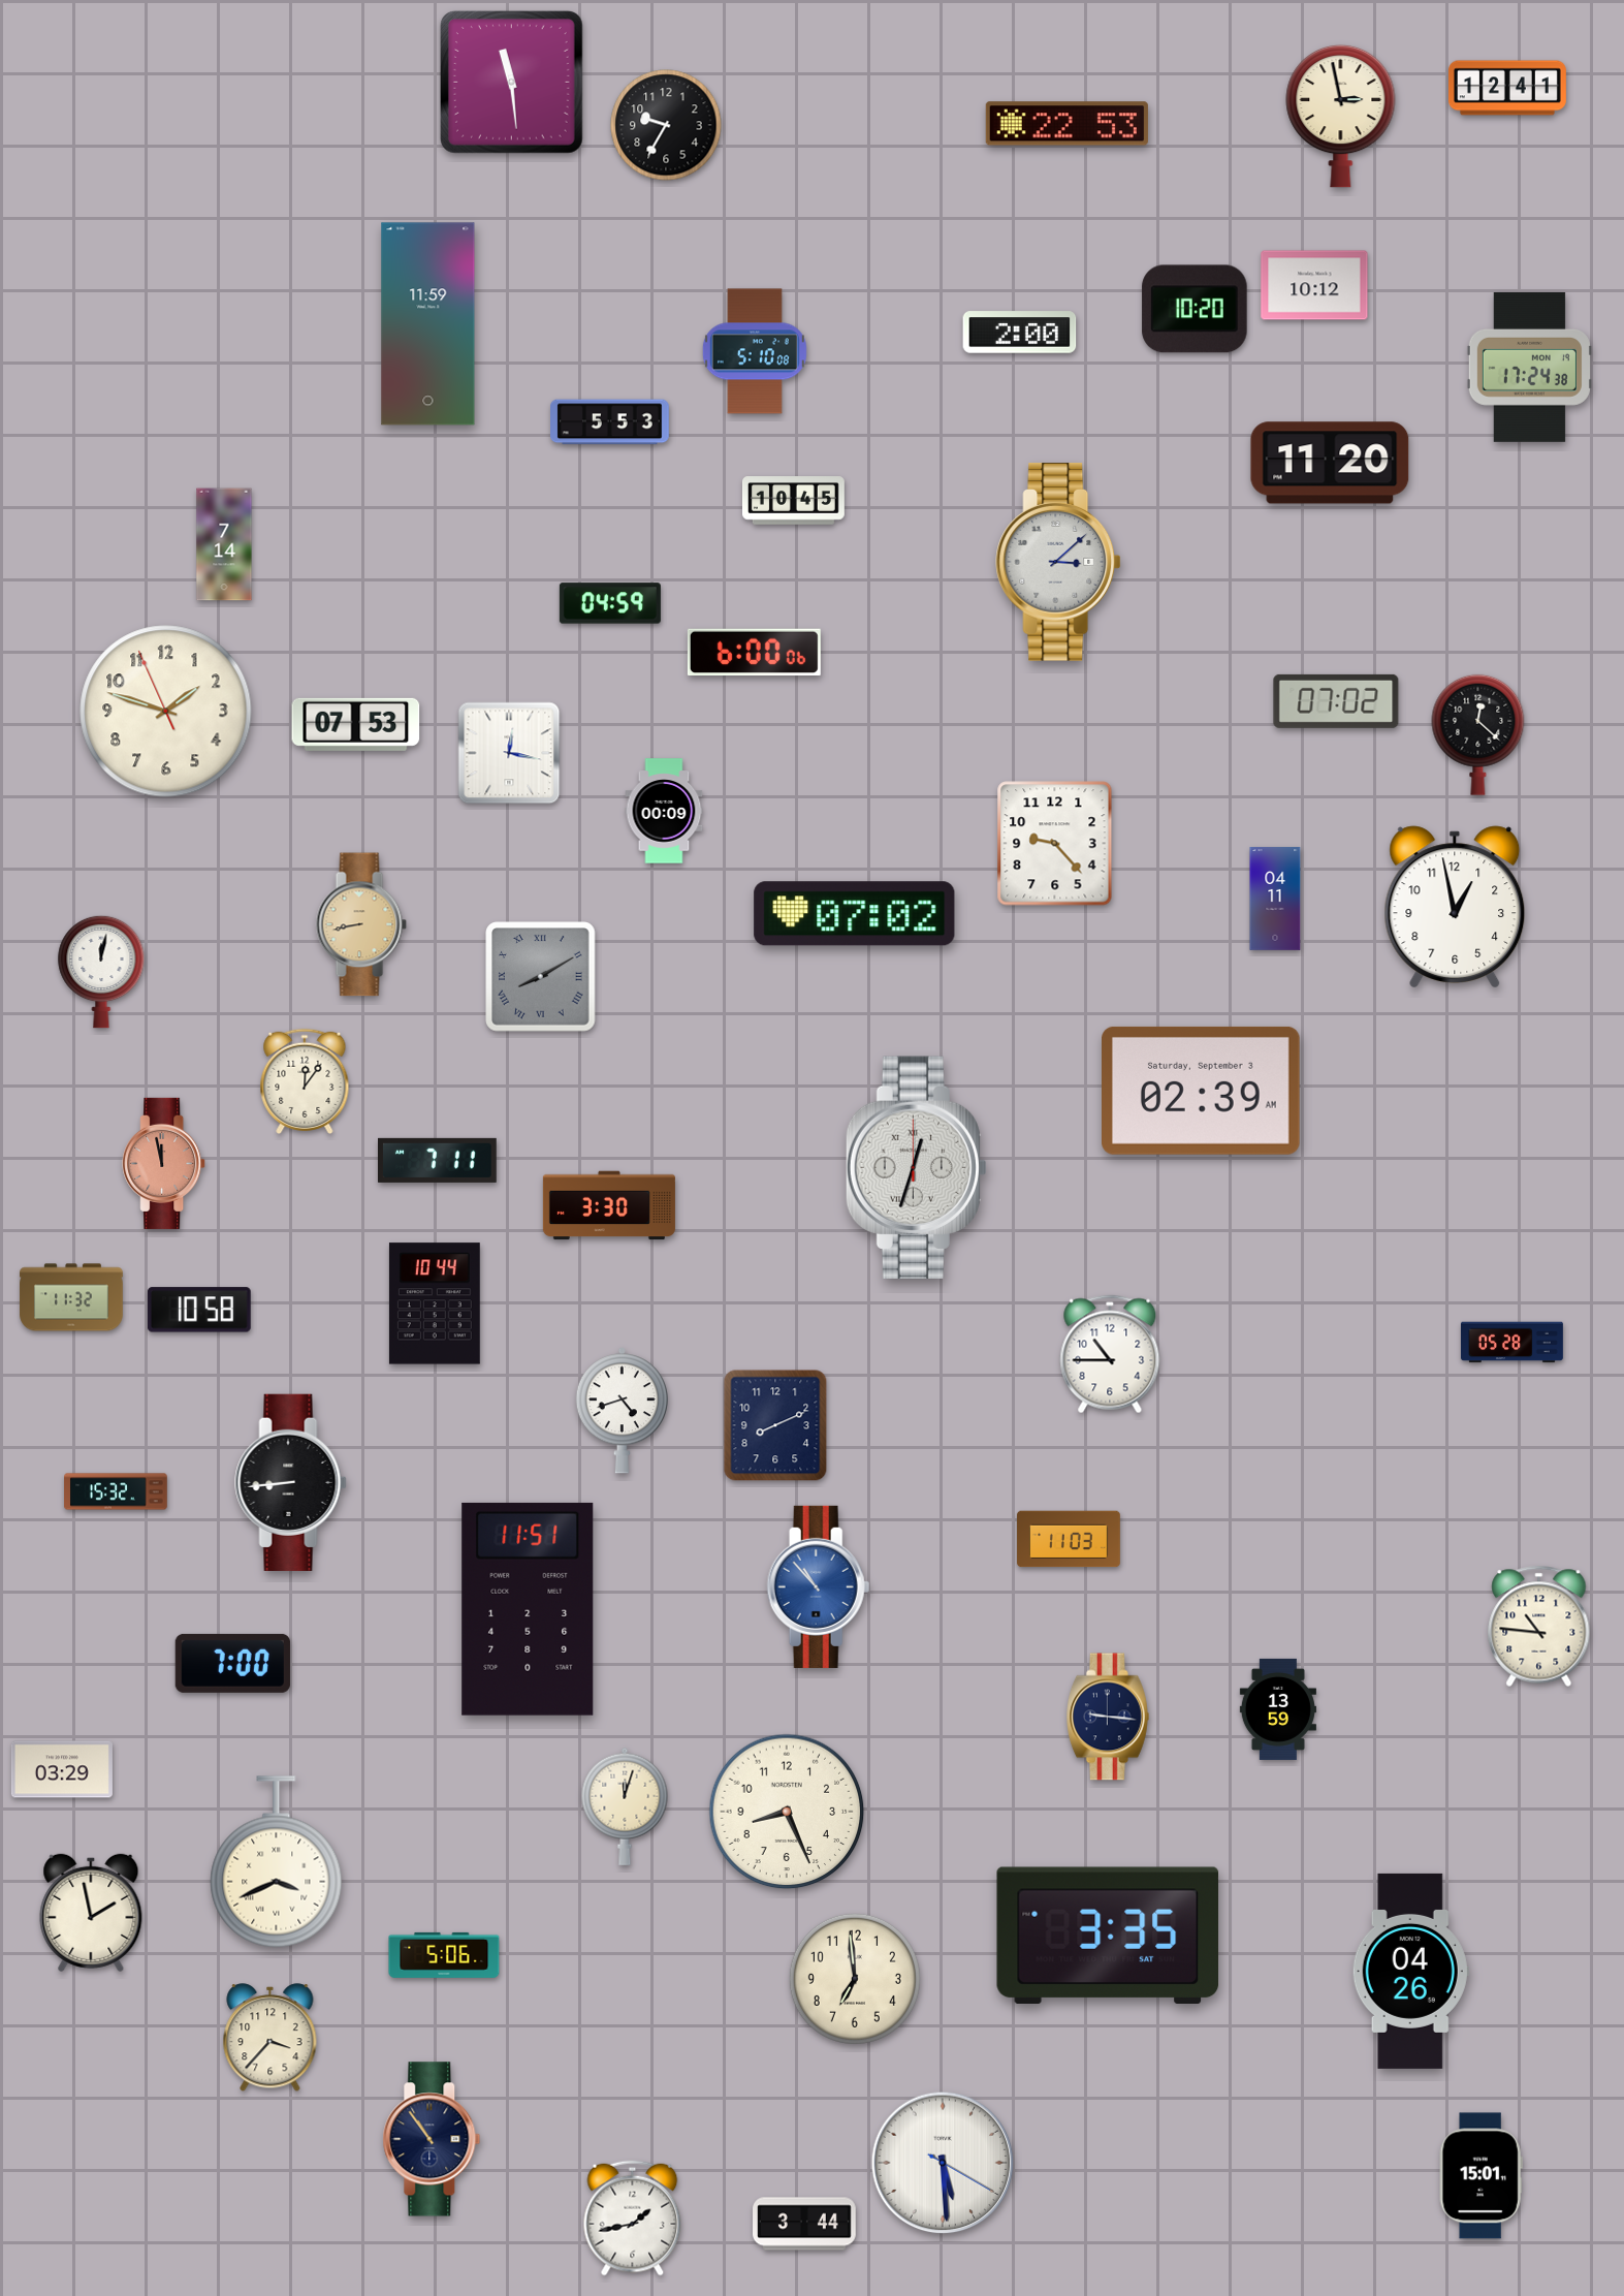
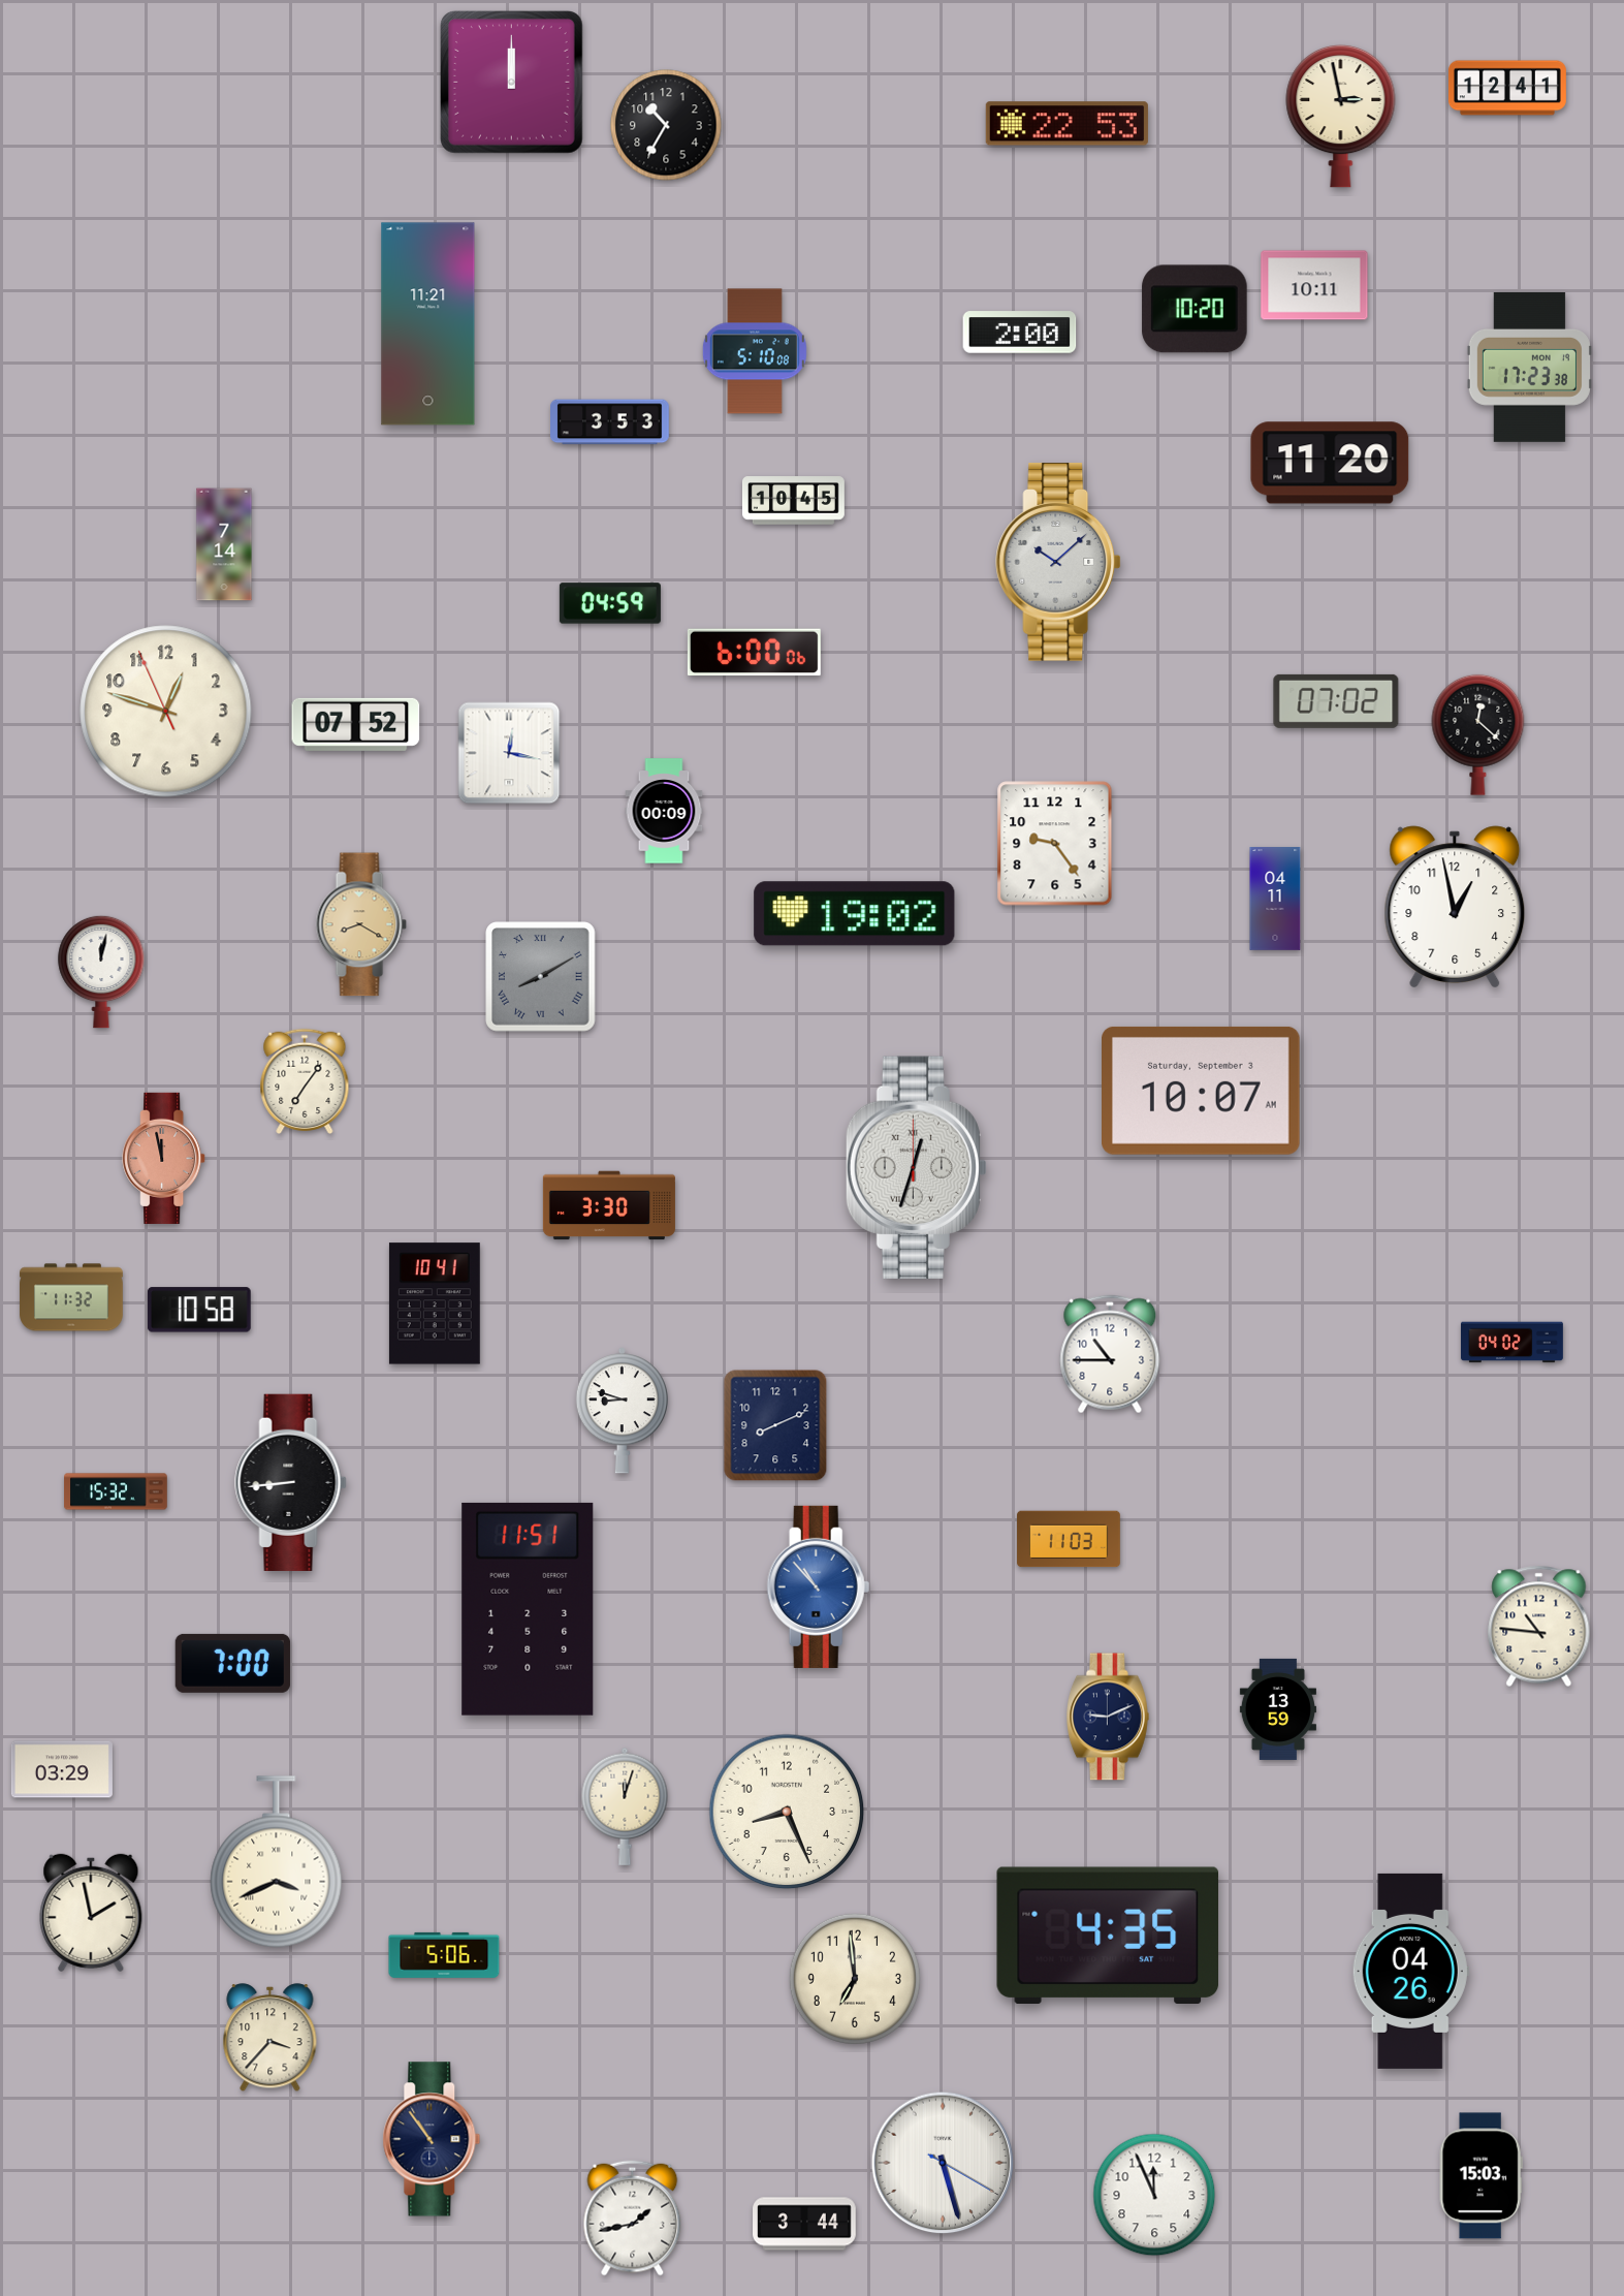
clock at (512, 83): 11:29 -> 12:00
clock at (666, 125): 9:35 -> 10:35
clock at (1314, 285): 10:12 -> 10:11
clock at (428, 324): 11:59 -> 11:21
clock at (1529, 367): 17:24 -> 17:23
clock at (610, 422): 5:53 -> 3:53
clock at (1058, 562): 3:08 -> 10:08
clock at (166, 712): 1:47 -> 12:47
clock at (356, 724): 07:53 -> 07:52
clock at (1055, 844): 9:23 -> 9:24
clock at (855, 914): 07:02 -> 19:02
clock at (361, 924): 8:43 -> 8:20
clock at (305, 1081): 12:06 -> 7:06
clock at (1202, 1091): 02:39 -> 10:07
clock at (438, 1160): 7:11 -> none
clock at (164, 1163) position: (164, 1163) -> (164, 1158)
clock at (435, 1303): 10:44 -> 10:41
clock at (1511, 1343): 05:28 -> 04:02
clock at (622, 1411): 4:42 -> 8:48
clock at (1109, 1717): 9:16 -> 9:11
clock at (1108, 1936): 3:35 -> 4:35
clock at (943, 2163): 5:29 -> 5:27
clock at (1480, 2176): 15:01 -> 15:03
clock at (1154, 2195): none -> 11:56
